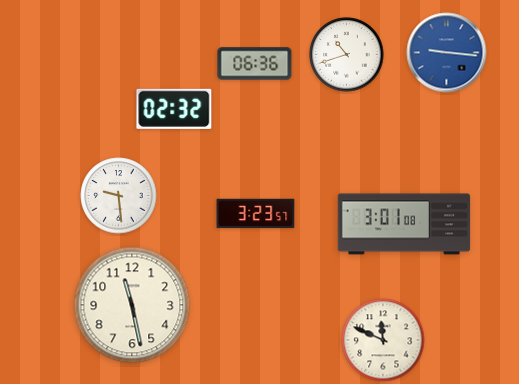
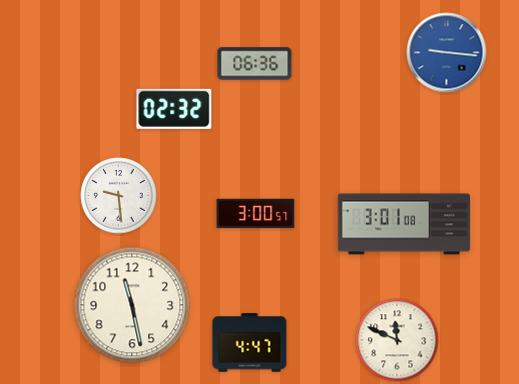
clock at (347, 55): 10:42 -> none
clock at (256, 214): 3:23 -> 3:00
clock at (383, 340) position: (383, 340) -> (397, 340)
clock at (250, 343): none -> 4:47
